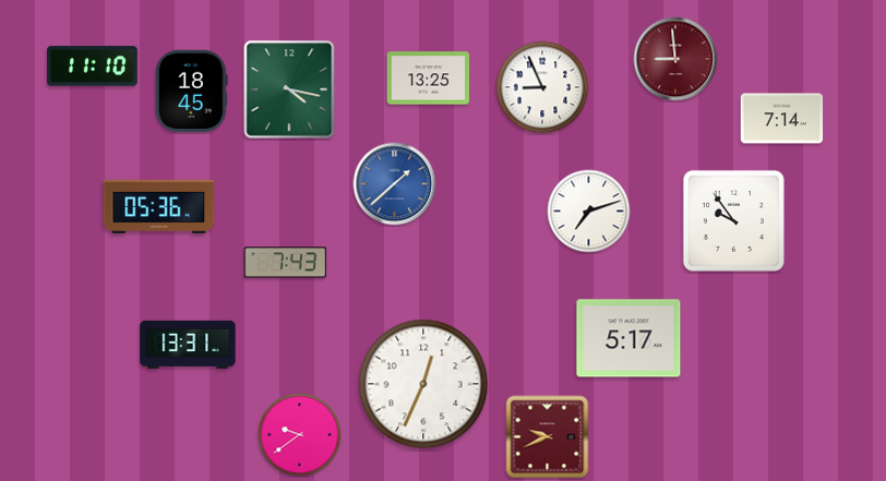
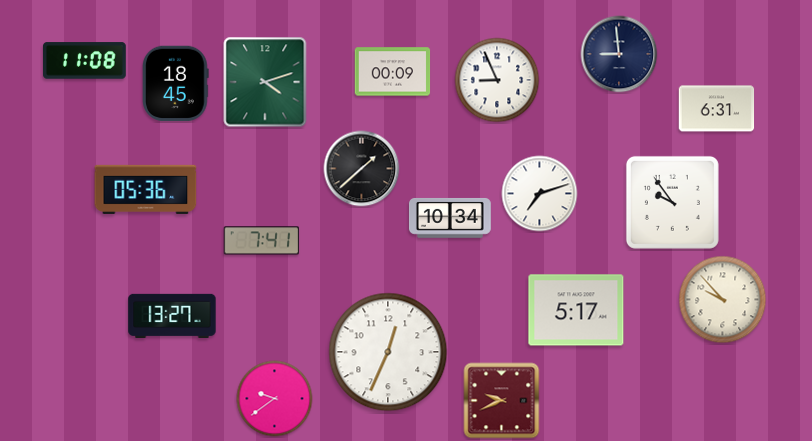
clock at (675, 59) dial: burgundy -> navy
clock at (93, 67): 11:10 -> 11:08
clock at (429, 79): 13:25 -> 00:09
clock at (289, 89): 4:17 -> 4:12
clock at (782, 119): 7:14 -> 6:31
clock at (395, 184) dial: blue -> black
clock at (450, 218): none -> 10:34
clock at (286, 263): 7:43 -> 7:41
clock at (723, 300): none -> 9:53
clock at (188, 344): 13:31 -> 13:27
